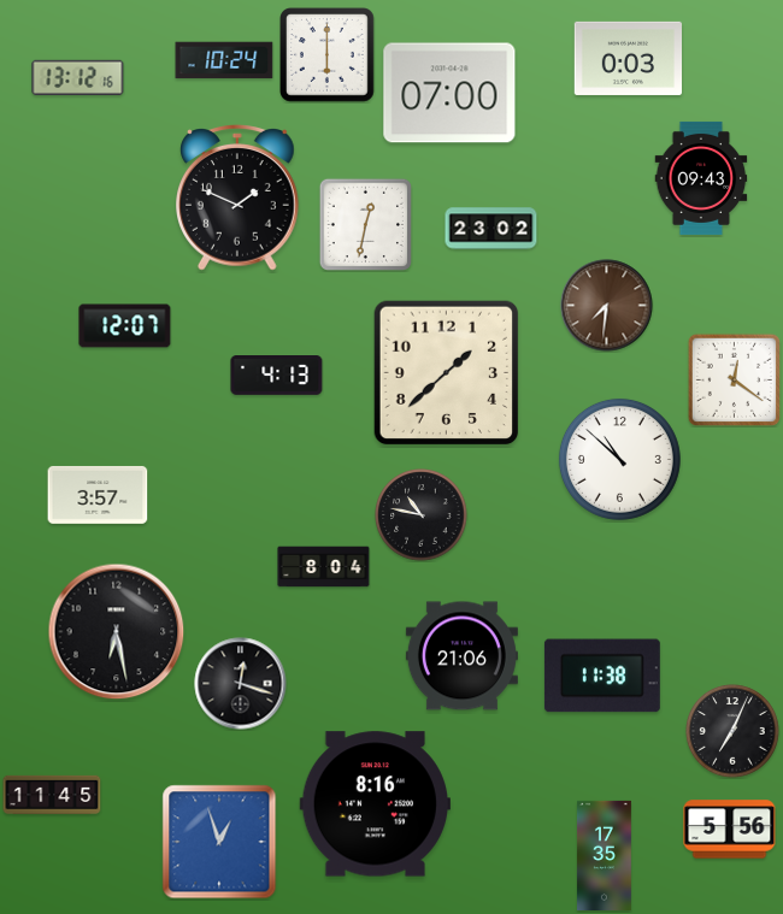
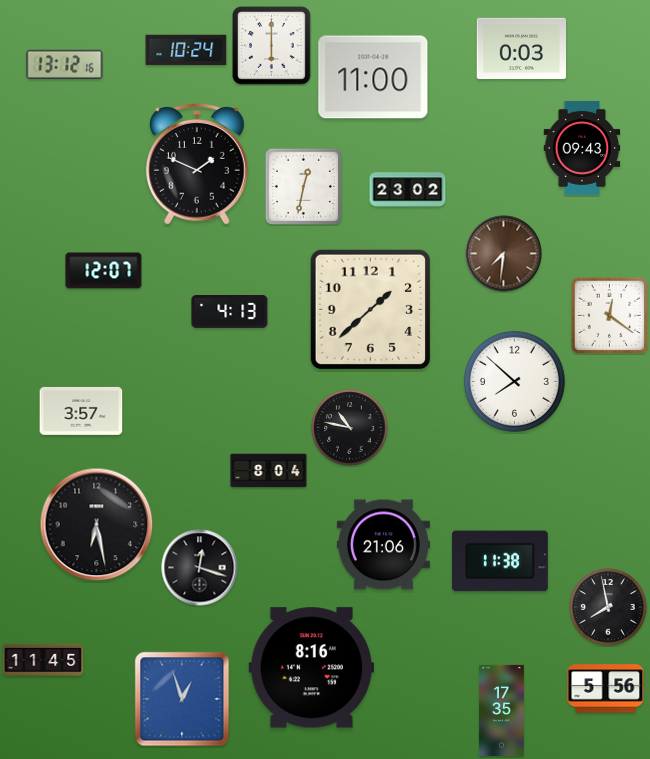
clock at (449, 93): 07:00 -> 11:00
clock at (619, 459): 10:52 -> 7:52
clock at (732, 731): 7:04 -> 7:58
